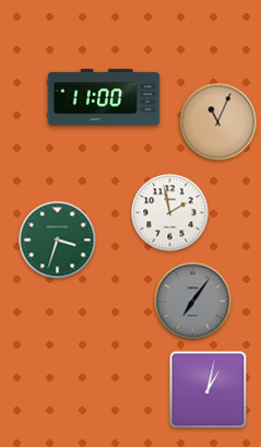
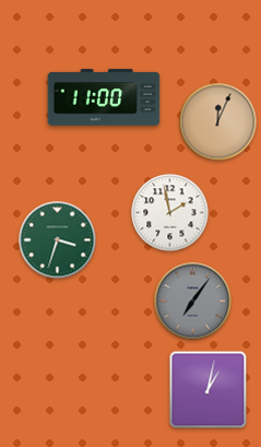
clock at (218, 122): 11:04 -> 12:04
